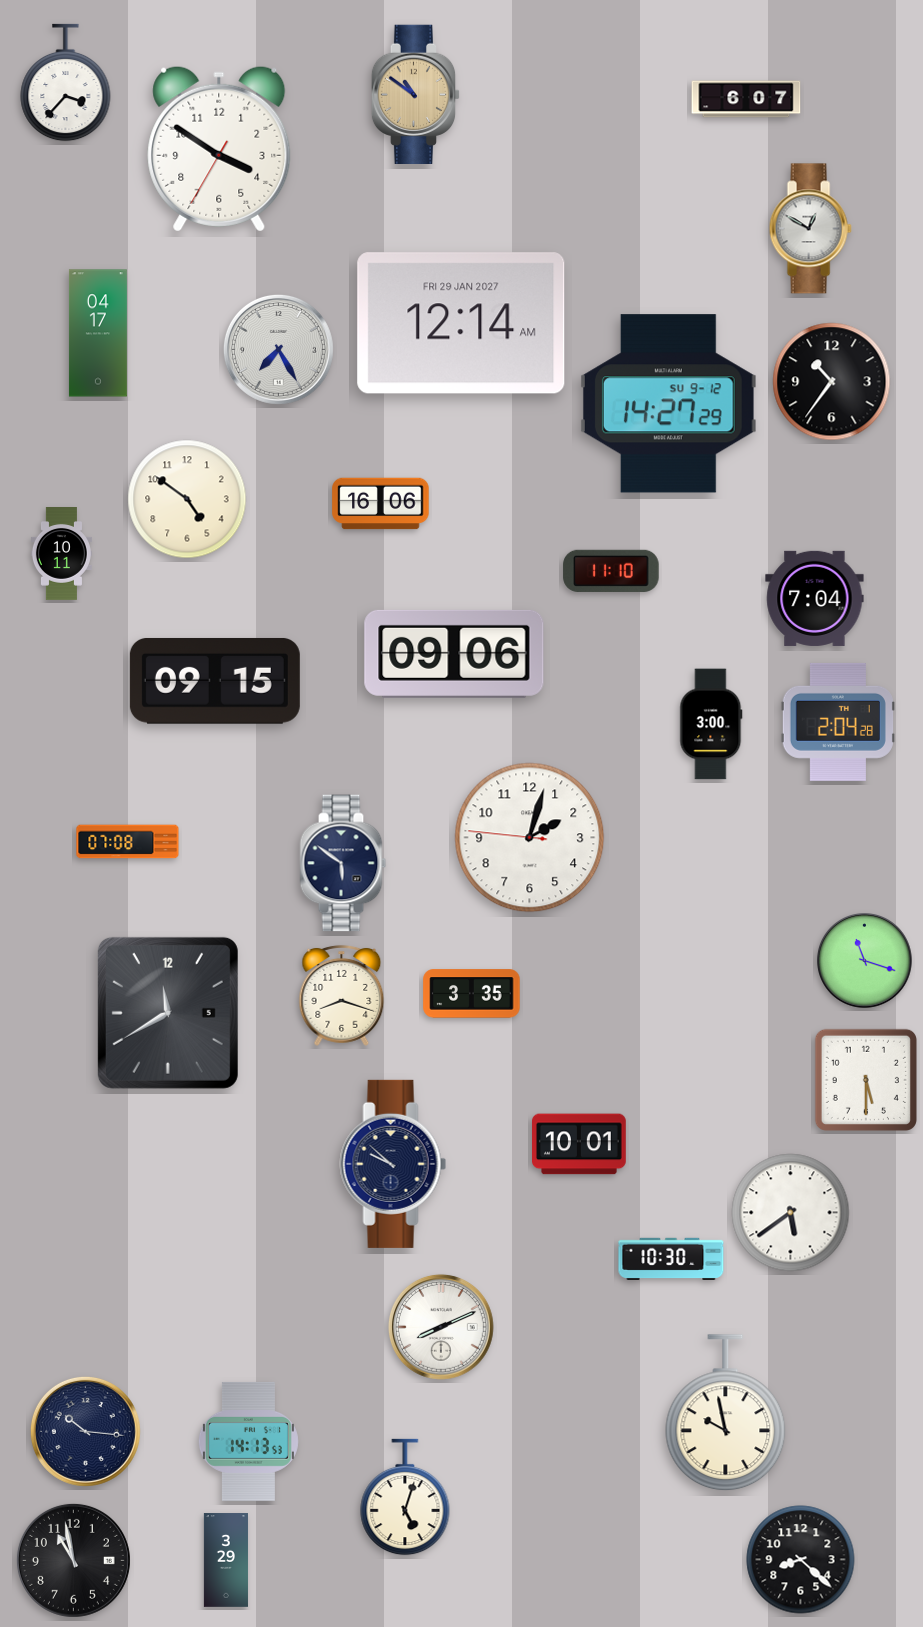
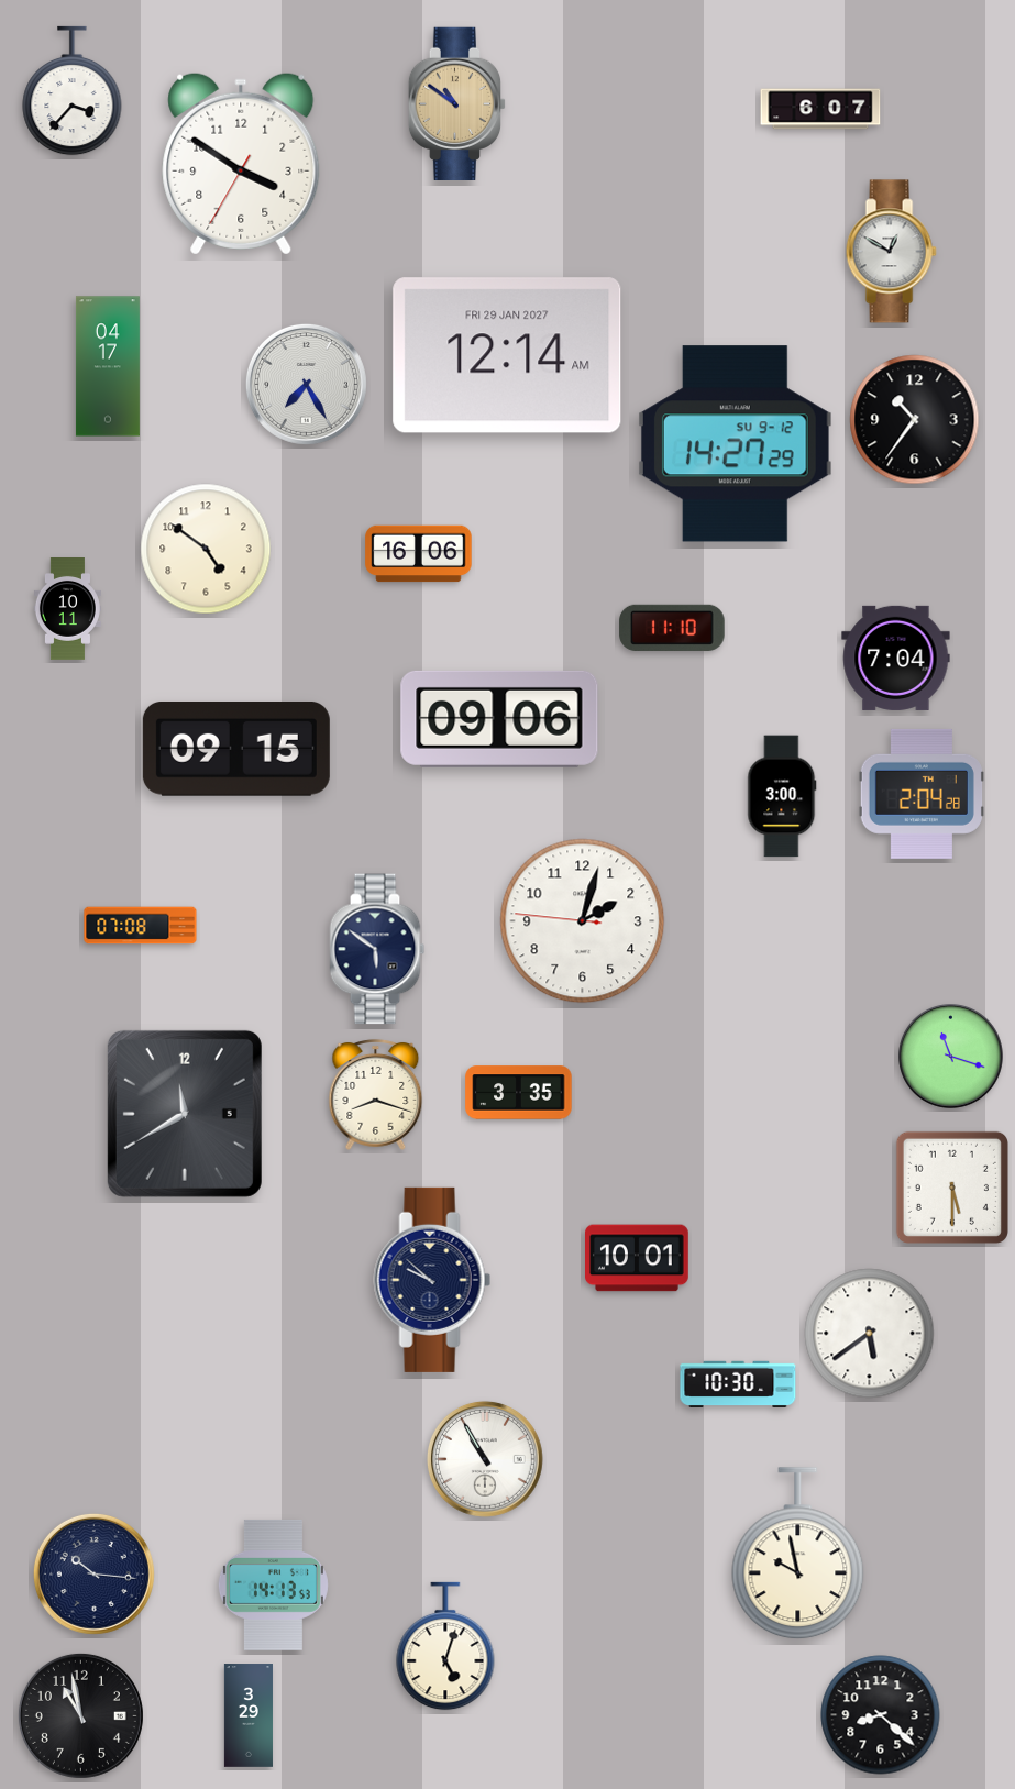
clock at (441, 1327): 8:11 -> 10:55
